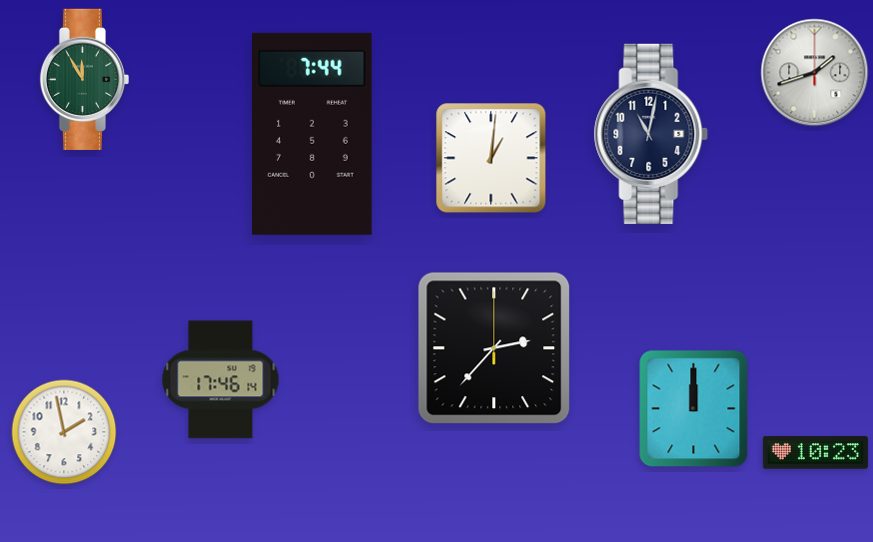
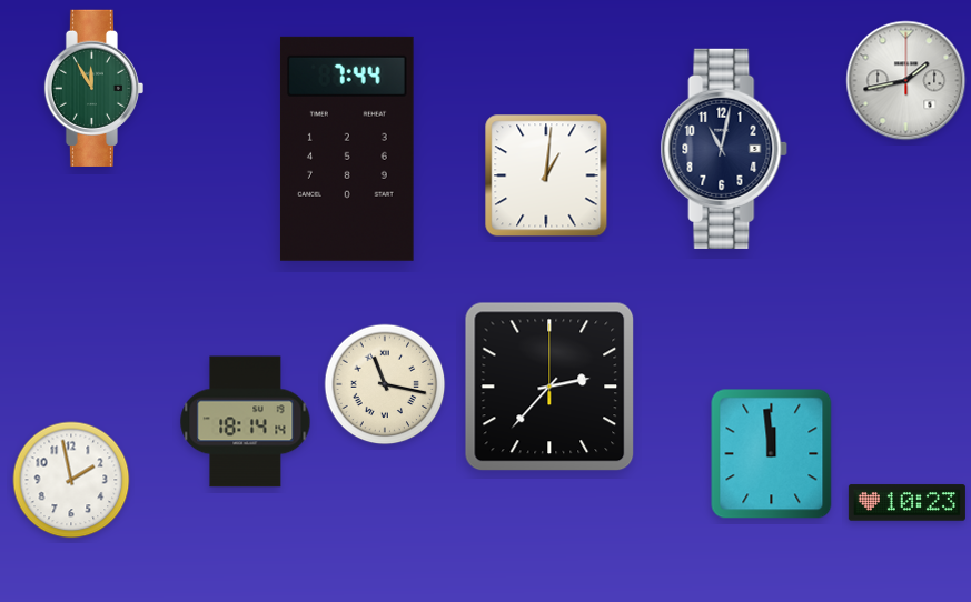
clock at (815, 73): 1:42 -> 1:43
clock at (385, 384): none -> 11:17
clock at (221, 380): 17:46 -> 18:14
clock at (694, 409): 12:00 -> 11:59
